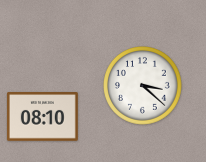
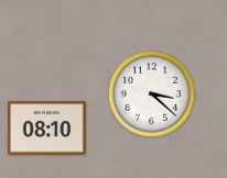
clock at (143, 86) position: (143, 86) -> (152, 94)
